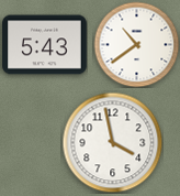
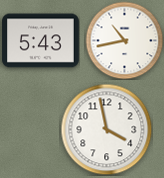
clock at (136, 44): 10:39 -> 10:43
clock at (112, 142) position: (112, 142) -> (106, 129)
